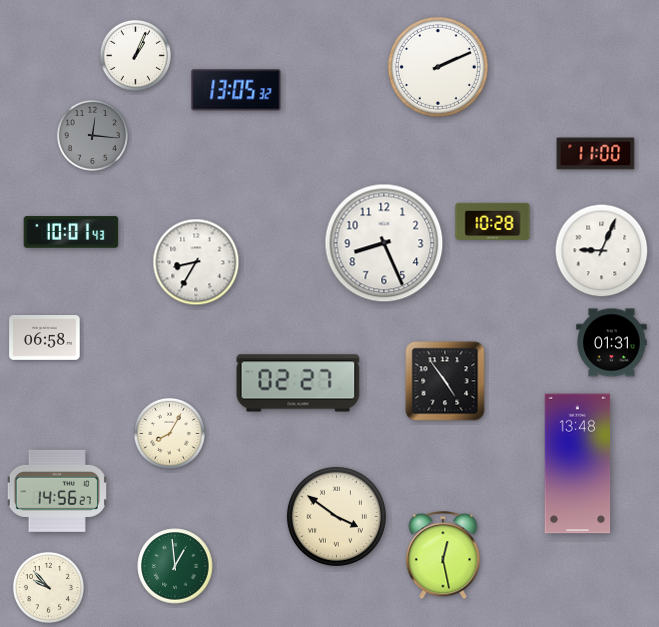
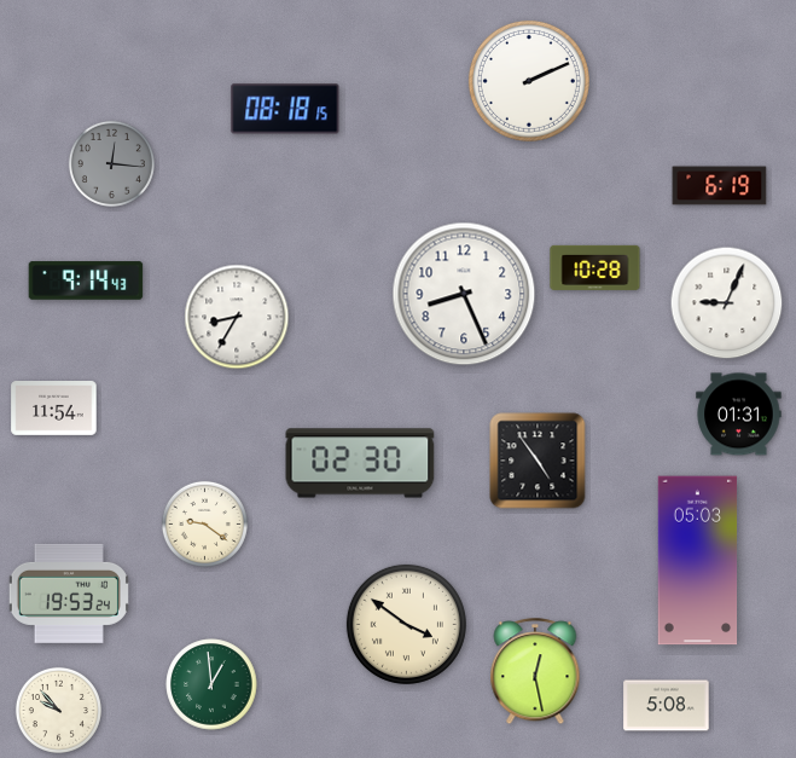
clock at (135, 55): 1:04 -> none
clock at (236, 90): 13:05 -> 08:18
clock at (596, 154): 11:00 -> 6:19
clock at (71, 232): 10:01 -> 9:14
clock at (45, 338): 06:58 -> 11:54
clock at (298, 383): 02:27 -> 02:30
clock at (169, 433): 8:05 -> 9:21
clock at (578, 464): 13:48 -> 05:03
clock at (57, 491): 14:56 -> 19:53
clock at (667, 706): none -> 5:08
